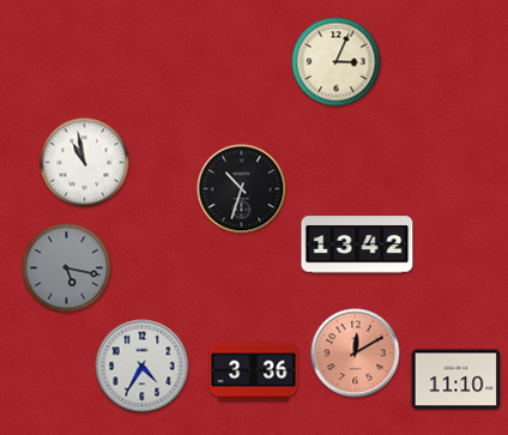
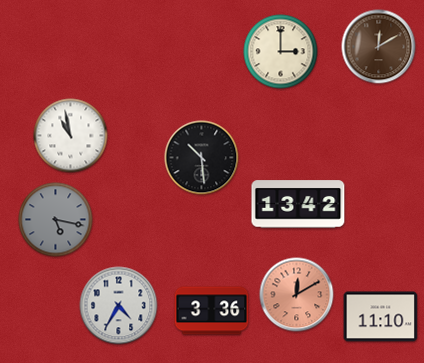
clock at (379, 47): none -> 12:10
clock at (337, 62): 3:04 -> 3:00
clock at (242, 189): 10:33 -> 10:29
clock at (67, 268) position: (67, 268) -> (56, 220)
